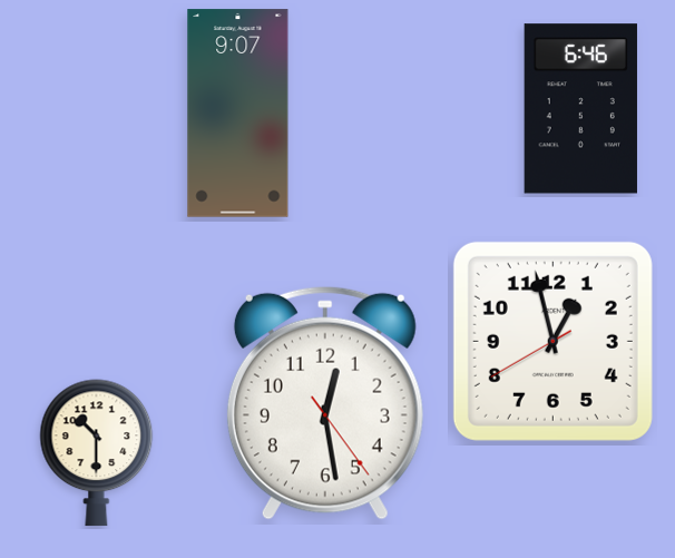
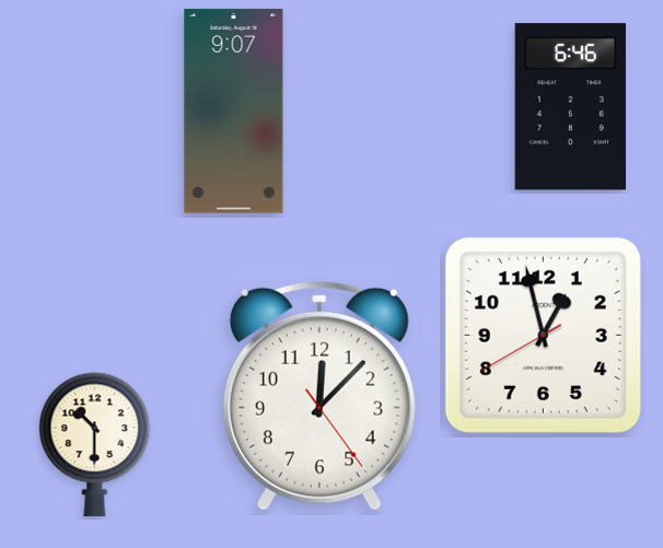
clock at (325, 403): 12:28 -> 12:07
